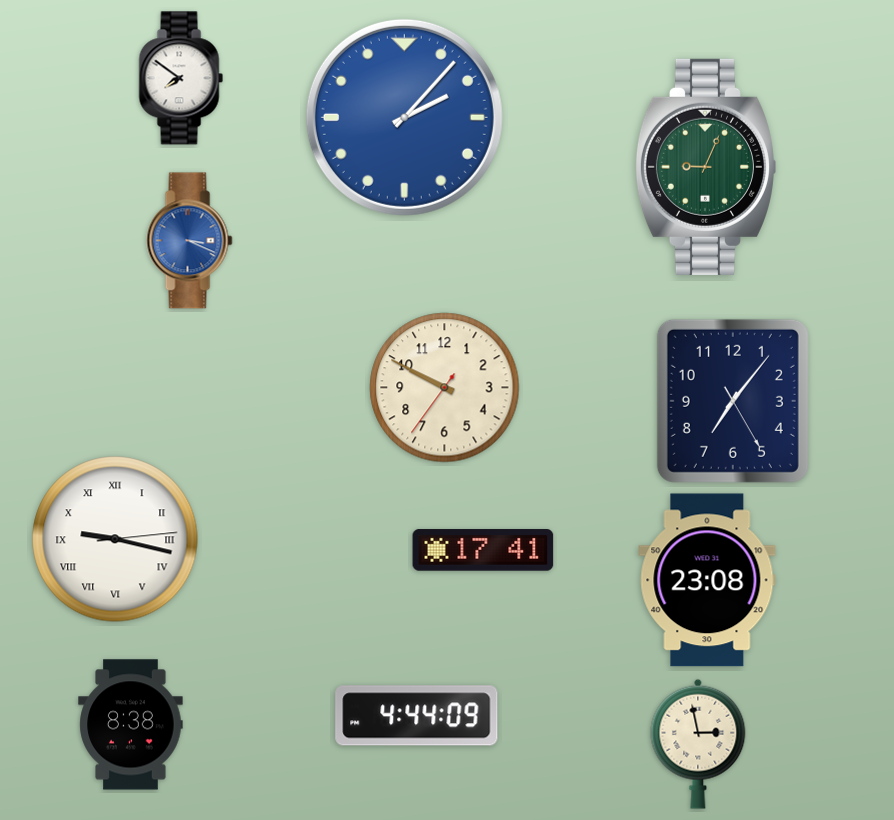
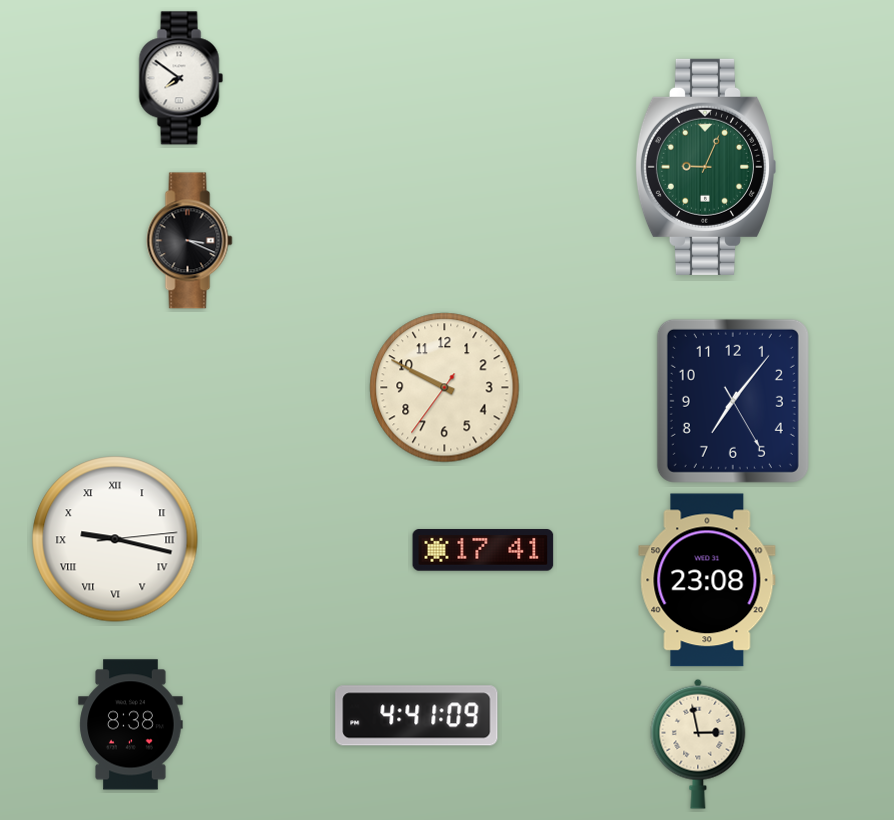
clock at (404, 117): 2:07 -> none
clock at (190, 241) dial: blue -> black
clock at (417, 716): 4:44 -> 4:41
